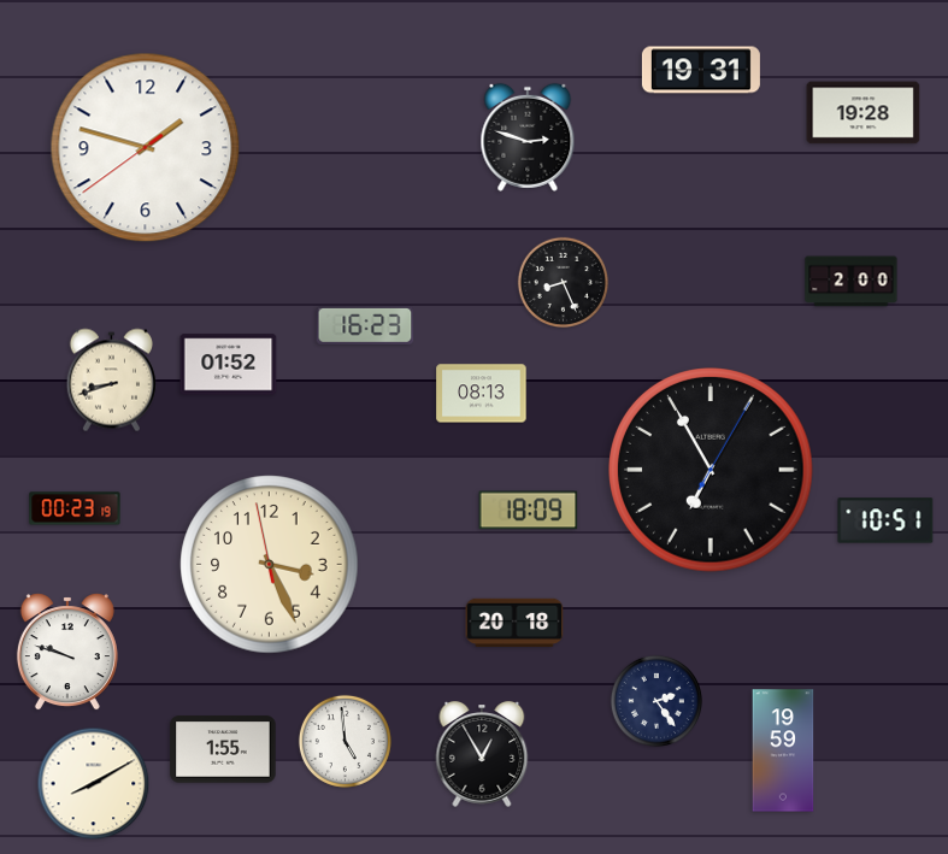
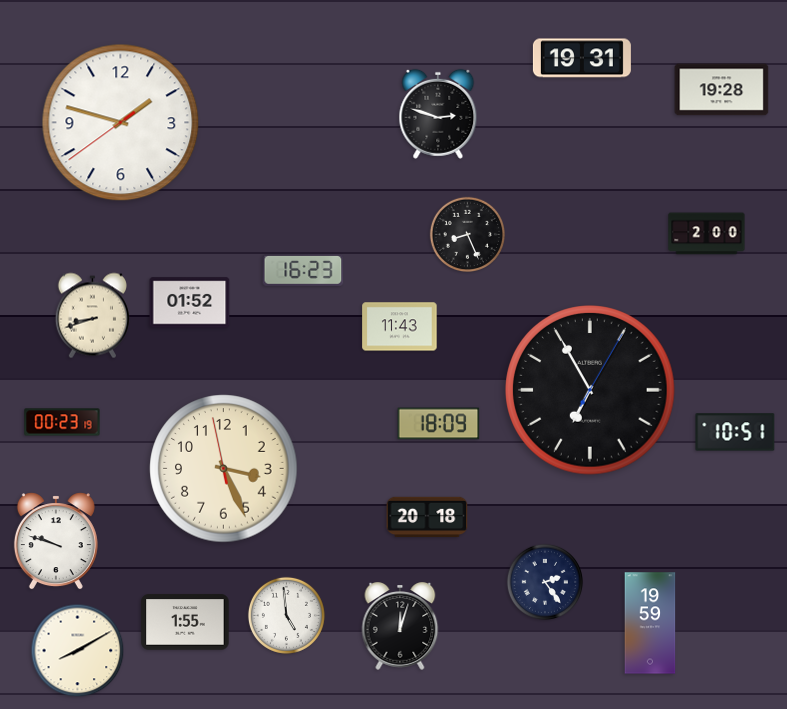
clock at (864, 113) position: (864, 113) -> (722, 90)
clock at (482, 394): 08:13 -> 11:43
clock at (482, 754): 12:55 -> 12:03
